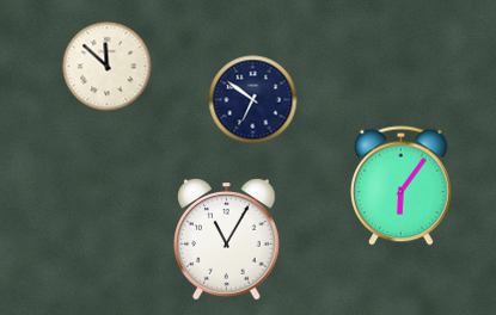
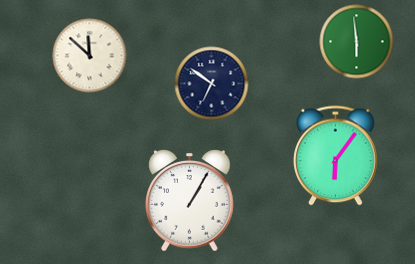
clock at (357, 42): none -> 5:59
clock at (227, 240): 11:05 -> 1:05
